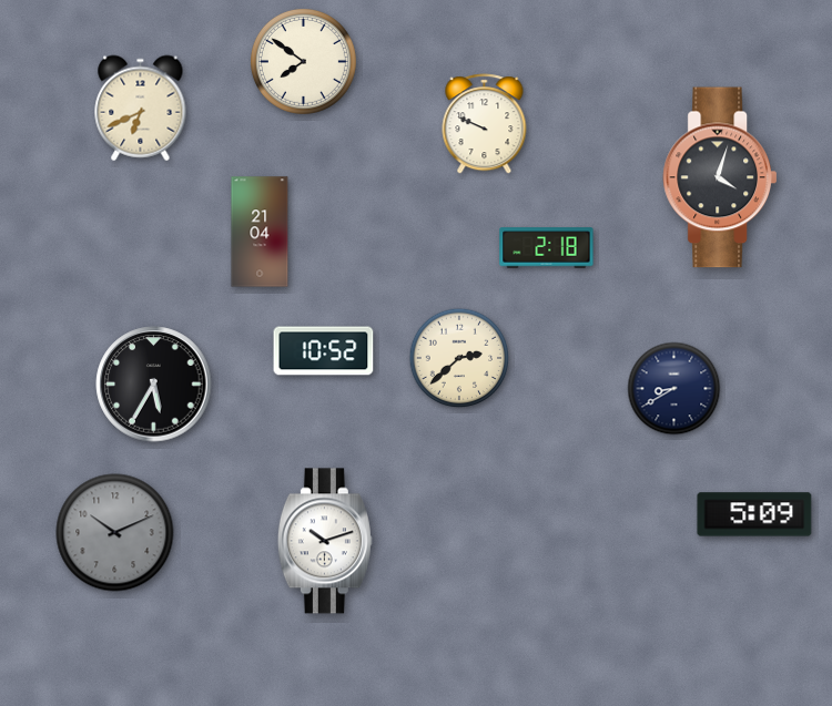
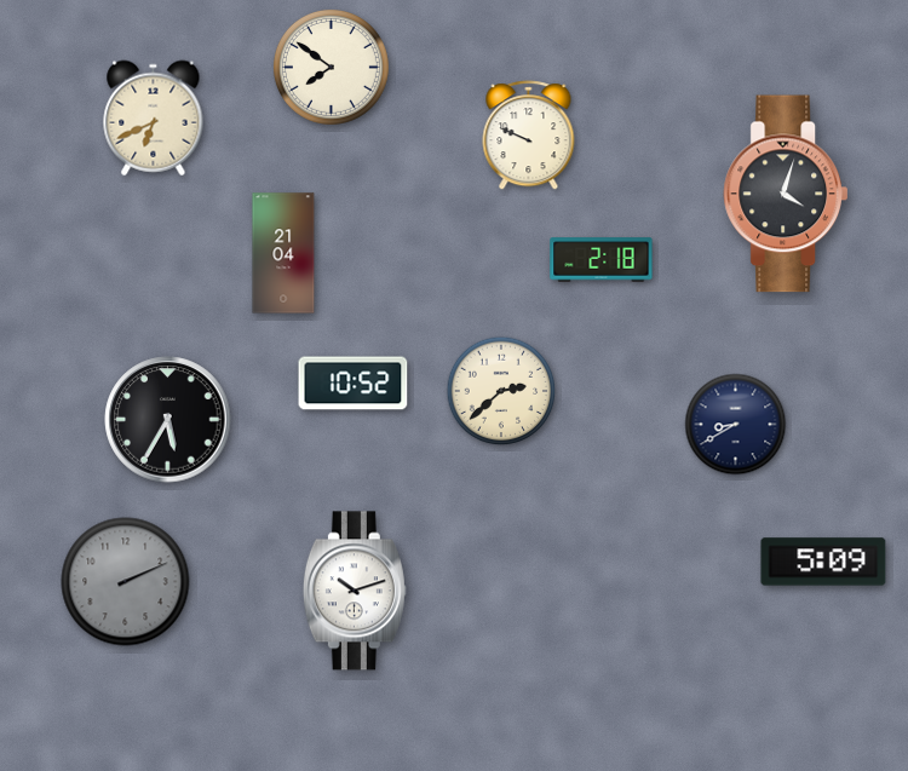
clock at (547, 248) position: (547, 248) -> (602, 260)
clock at (115, 533): 10:11 -> 2:11
